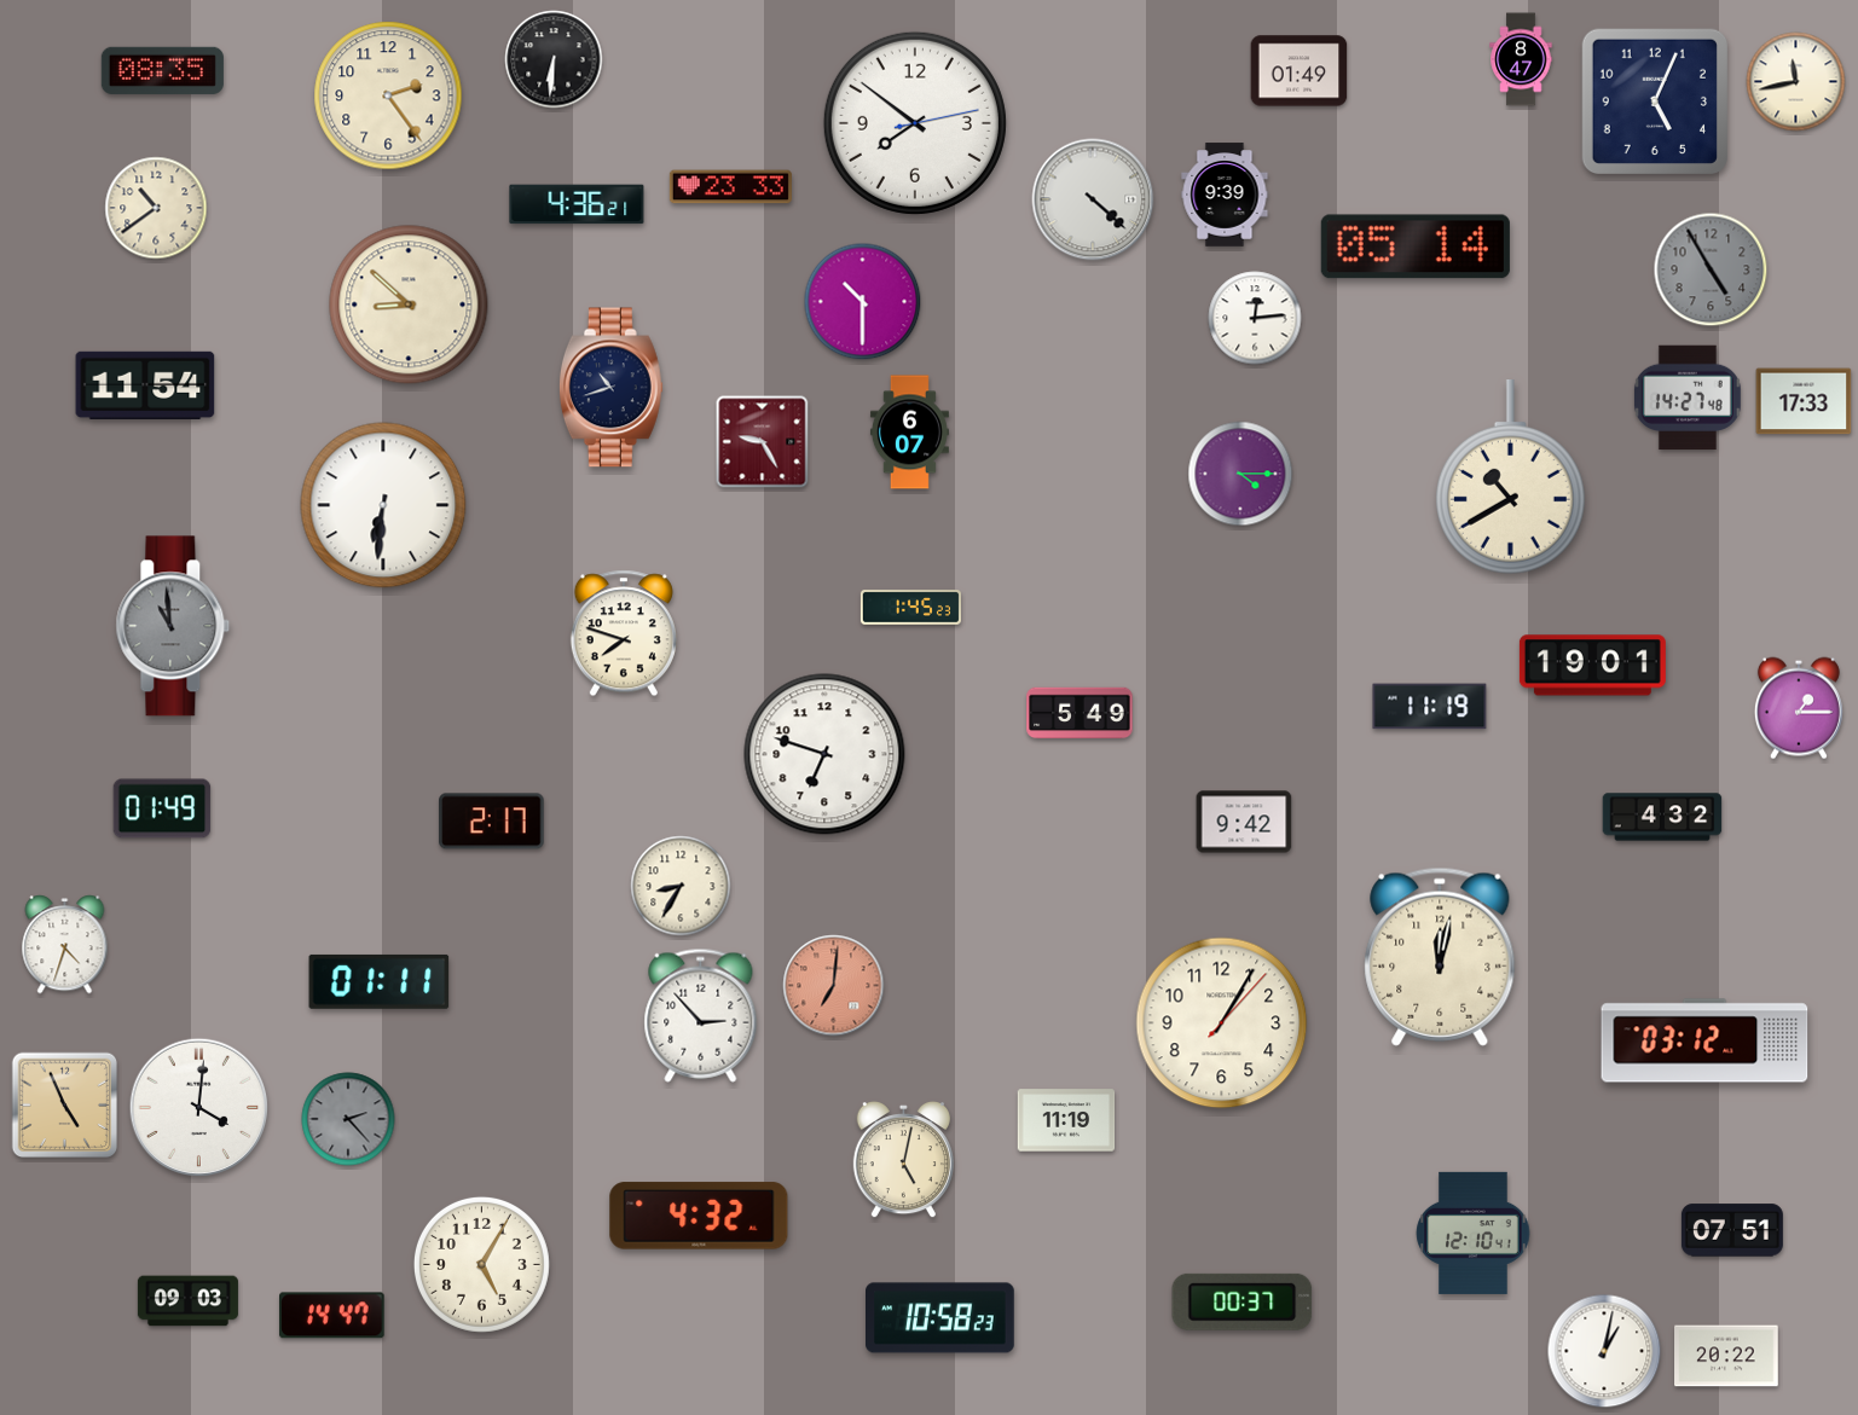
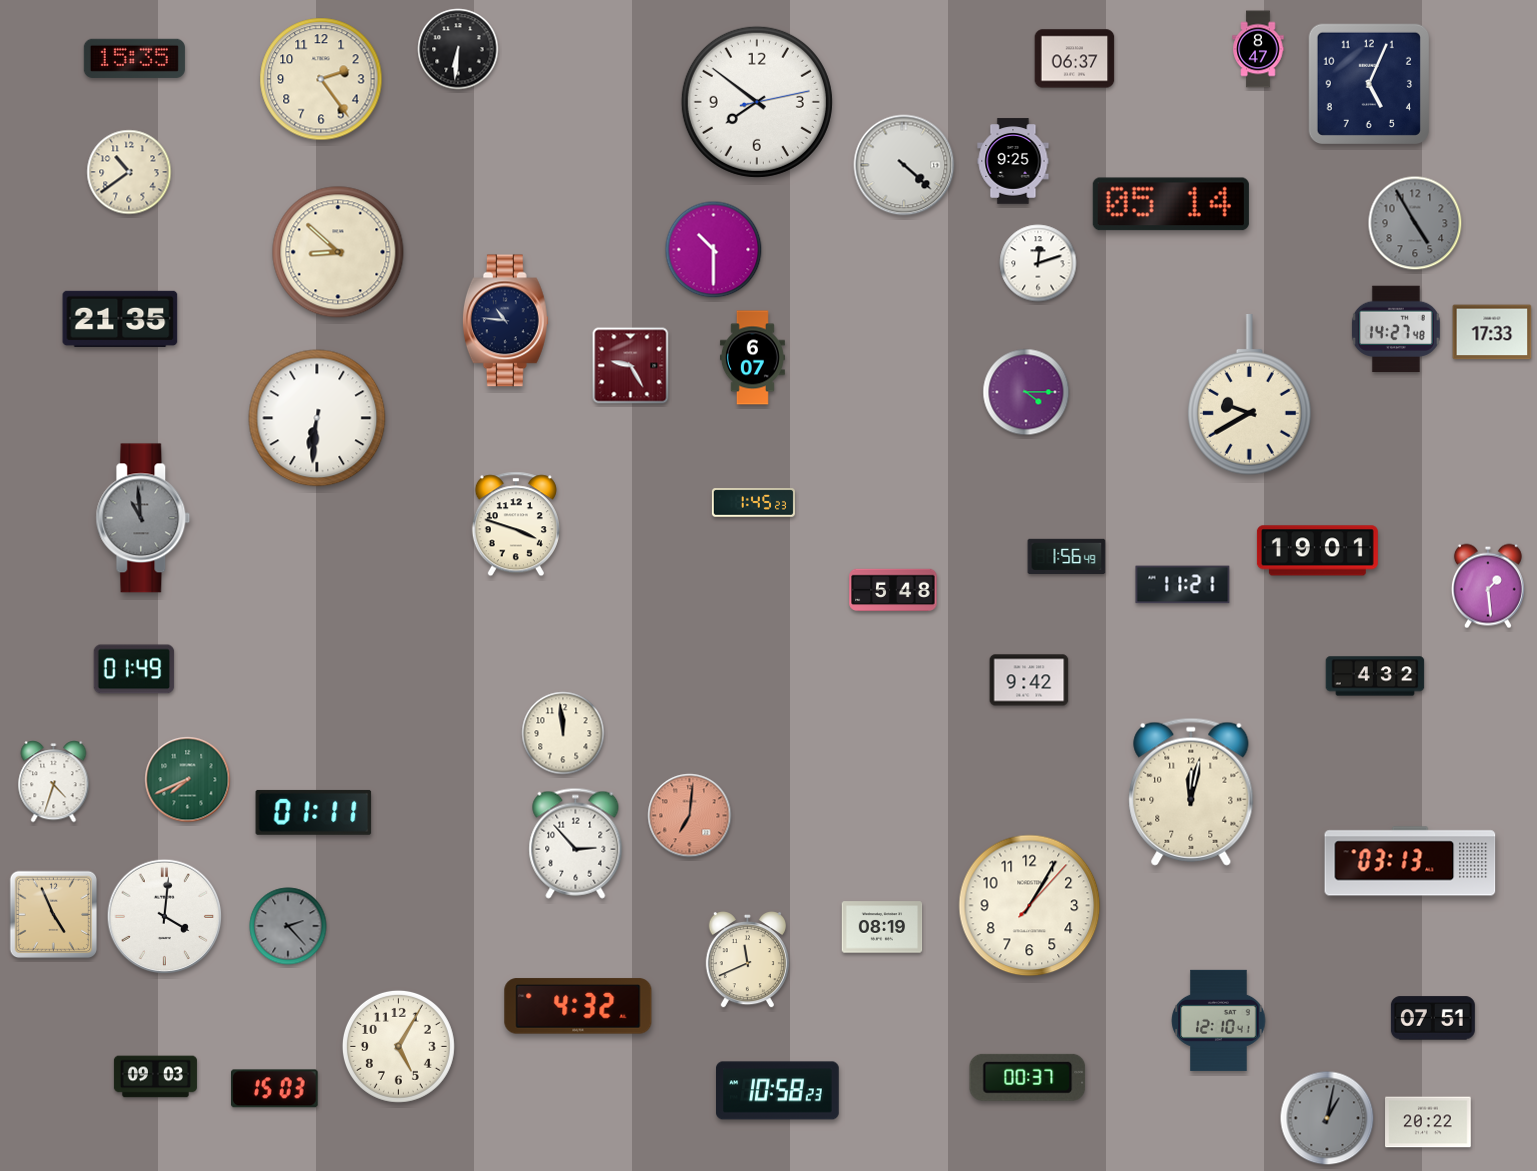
clock at (162, 70): 08:35 -> 15:35
clock at (1300, 71): 01:49 -> 06:37
clock at (1796, 82): 11:43 -> none
clock at (730, 187): 23:33 -> none
clock at (1225, 195): 9:39 -> 9:25
clock at (577, 204): 4:36 -> none
clock at (1255, 318): 12:14 -> 12:12
clock at (145, 385): 11:54 -> 21:35
clock at (610, 388): 10:42 -> 10:46
clock at (1510, 477): 10:40 -> 9:40
clock at (624, 633): 7:48 -> 3:48
clock at (1067, 556): none -> 1:56
clock at (1430, 707): 11:19 -> 11:21
clock at (1799, 708): 1:15 -> 1:29
clock at (1080, 713): 5:49 -> 5:48
clock at (824, 754): 6:48 -> none
clock at (492, 822): 2:17 -> none
clock at (681, 886): 8:35 -> 11:59
clock at (188, 780): none -> 7:41
clock at (701, 1015) position: (701, 1015) -> (576, 843)
clock at (1222, 1023) position: (1222, 1023) -> (1030, 906)
clock at (1704, 1040): 03:12 -> 03:13
clock at (1066, 1120): 11:19 -> 08:19
clock at (903, 1160): 5:02 -> 11:41
clock at (332, 1316): 14:47 -> 15:03
clock at (1604, 1351) dial: white -> grey
